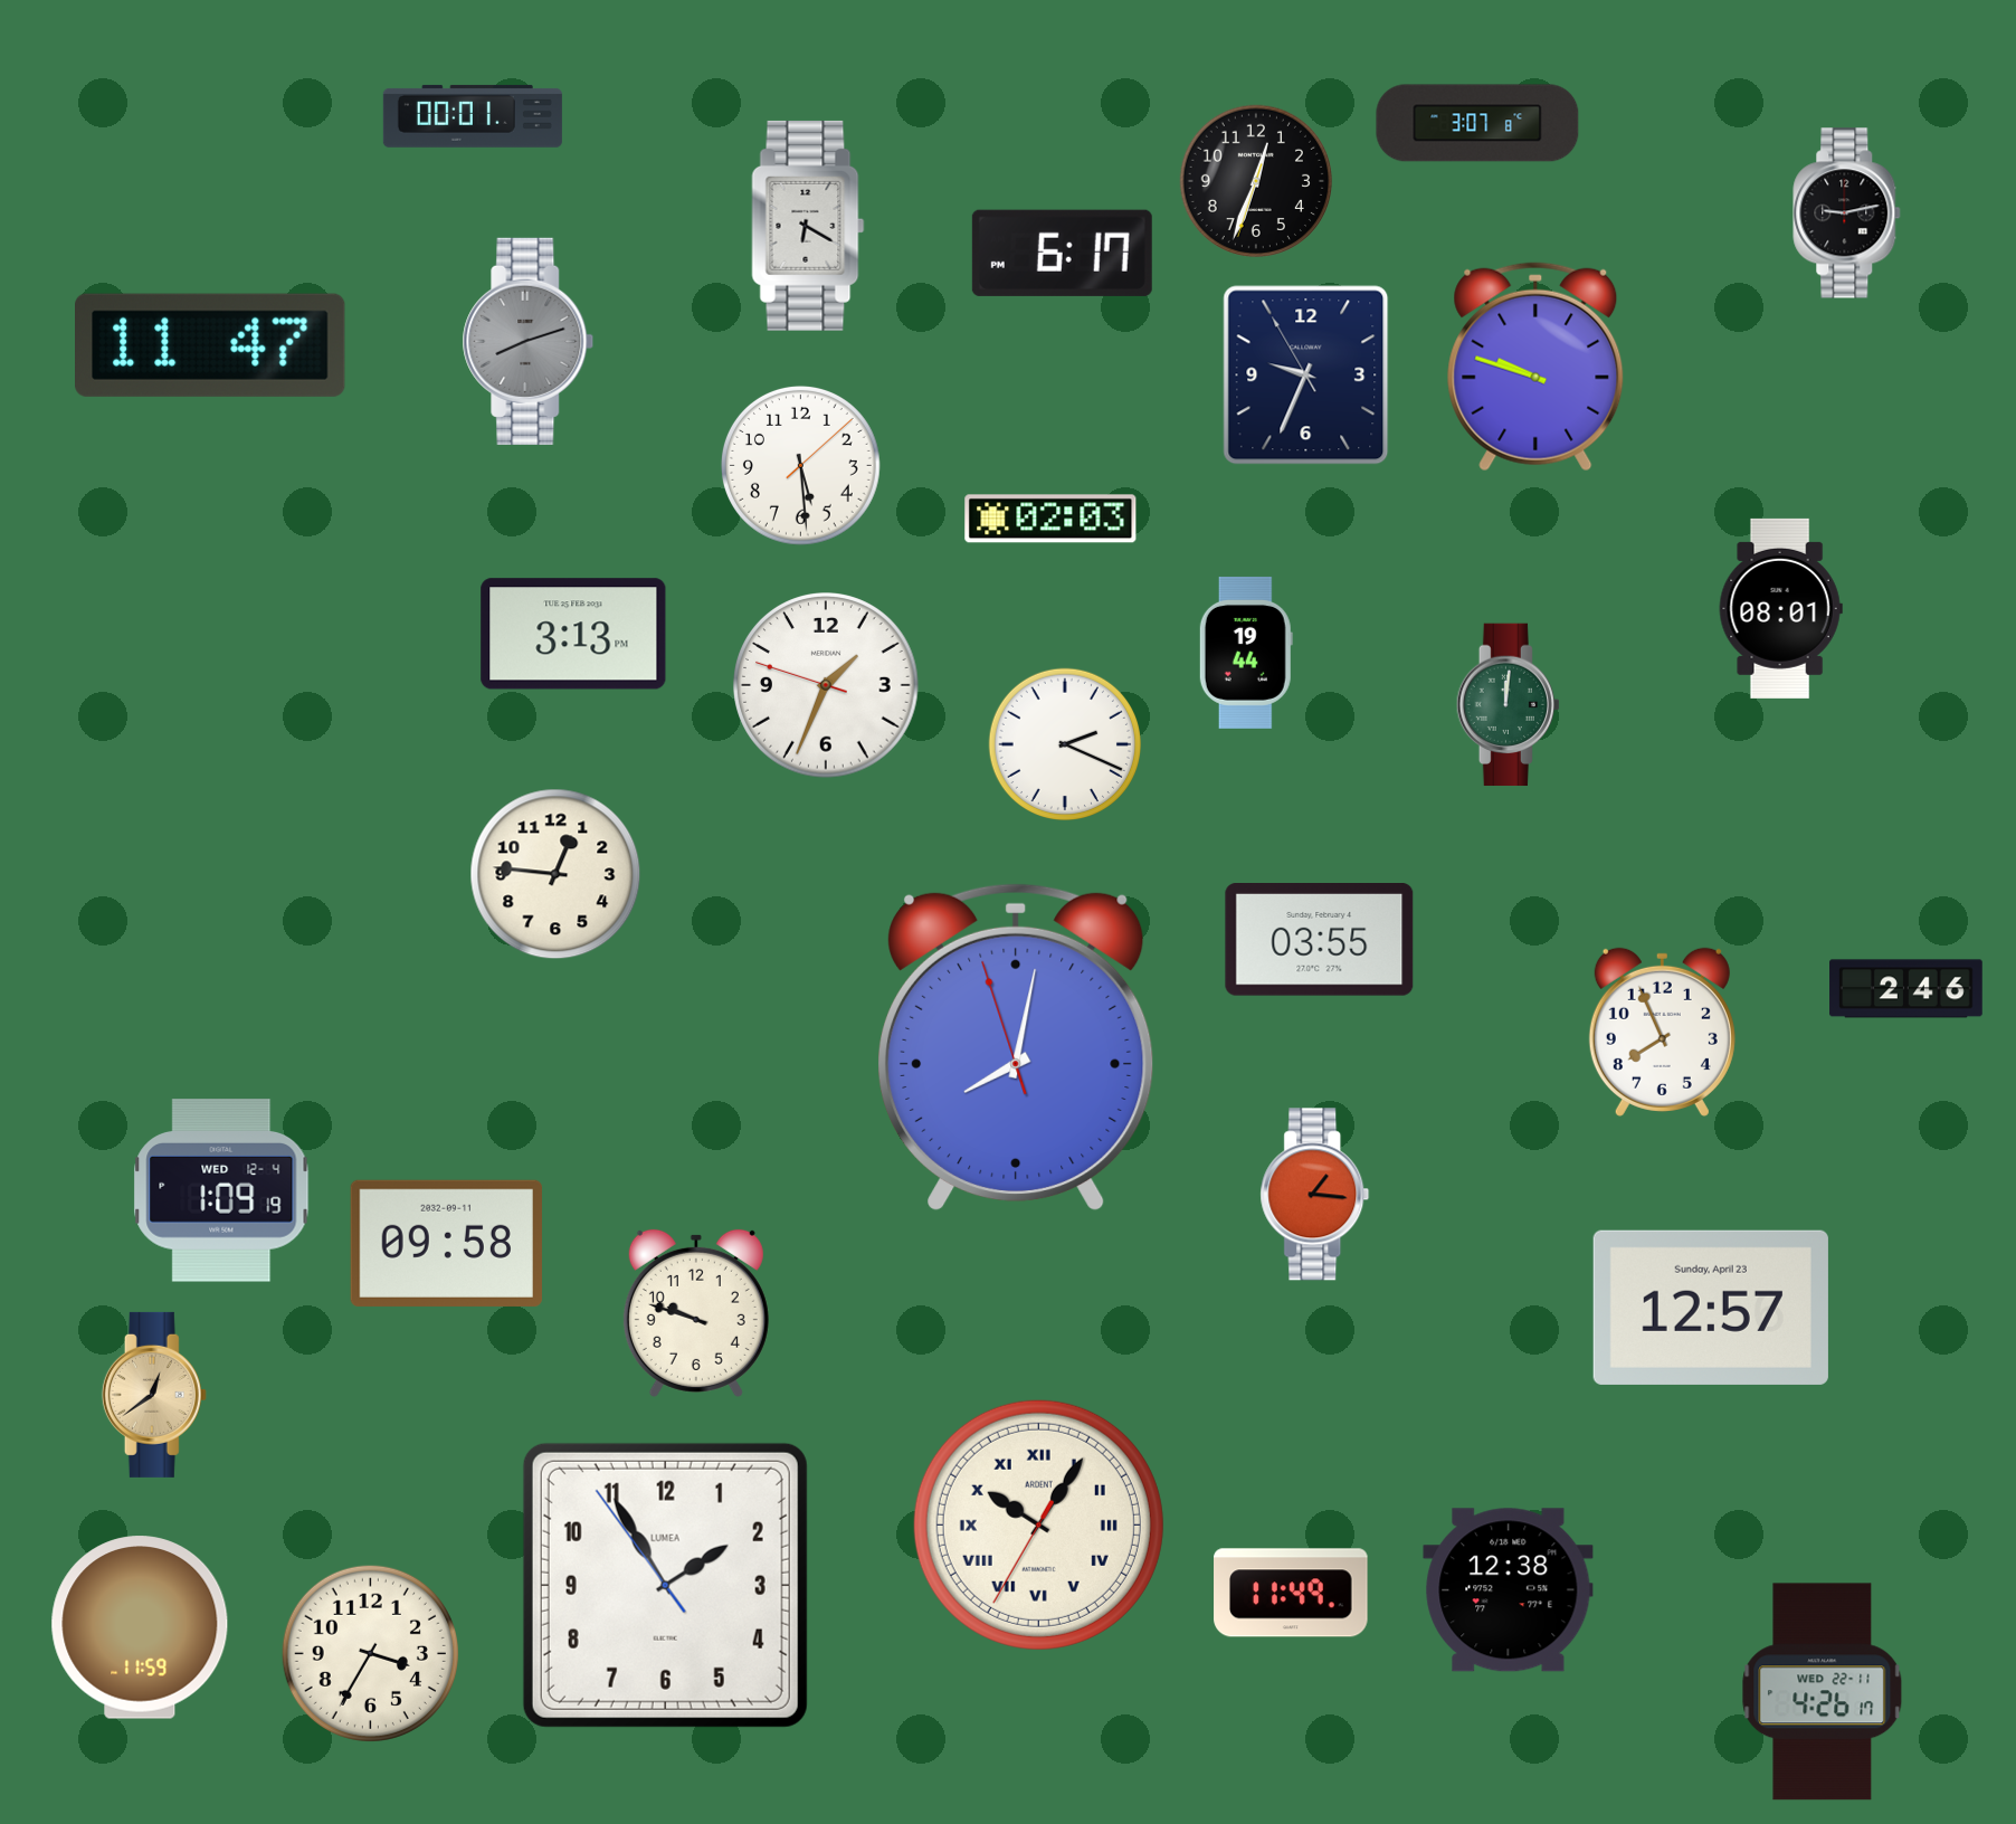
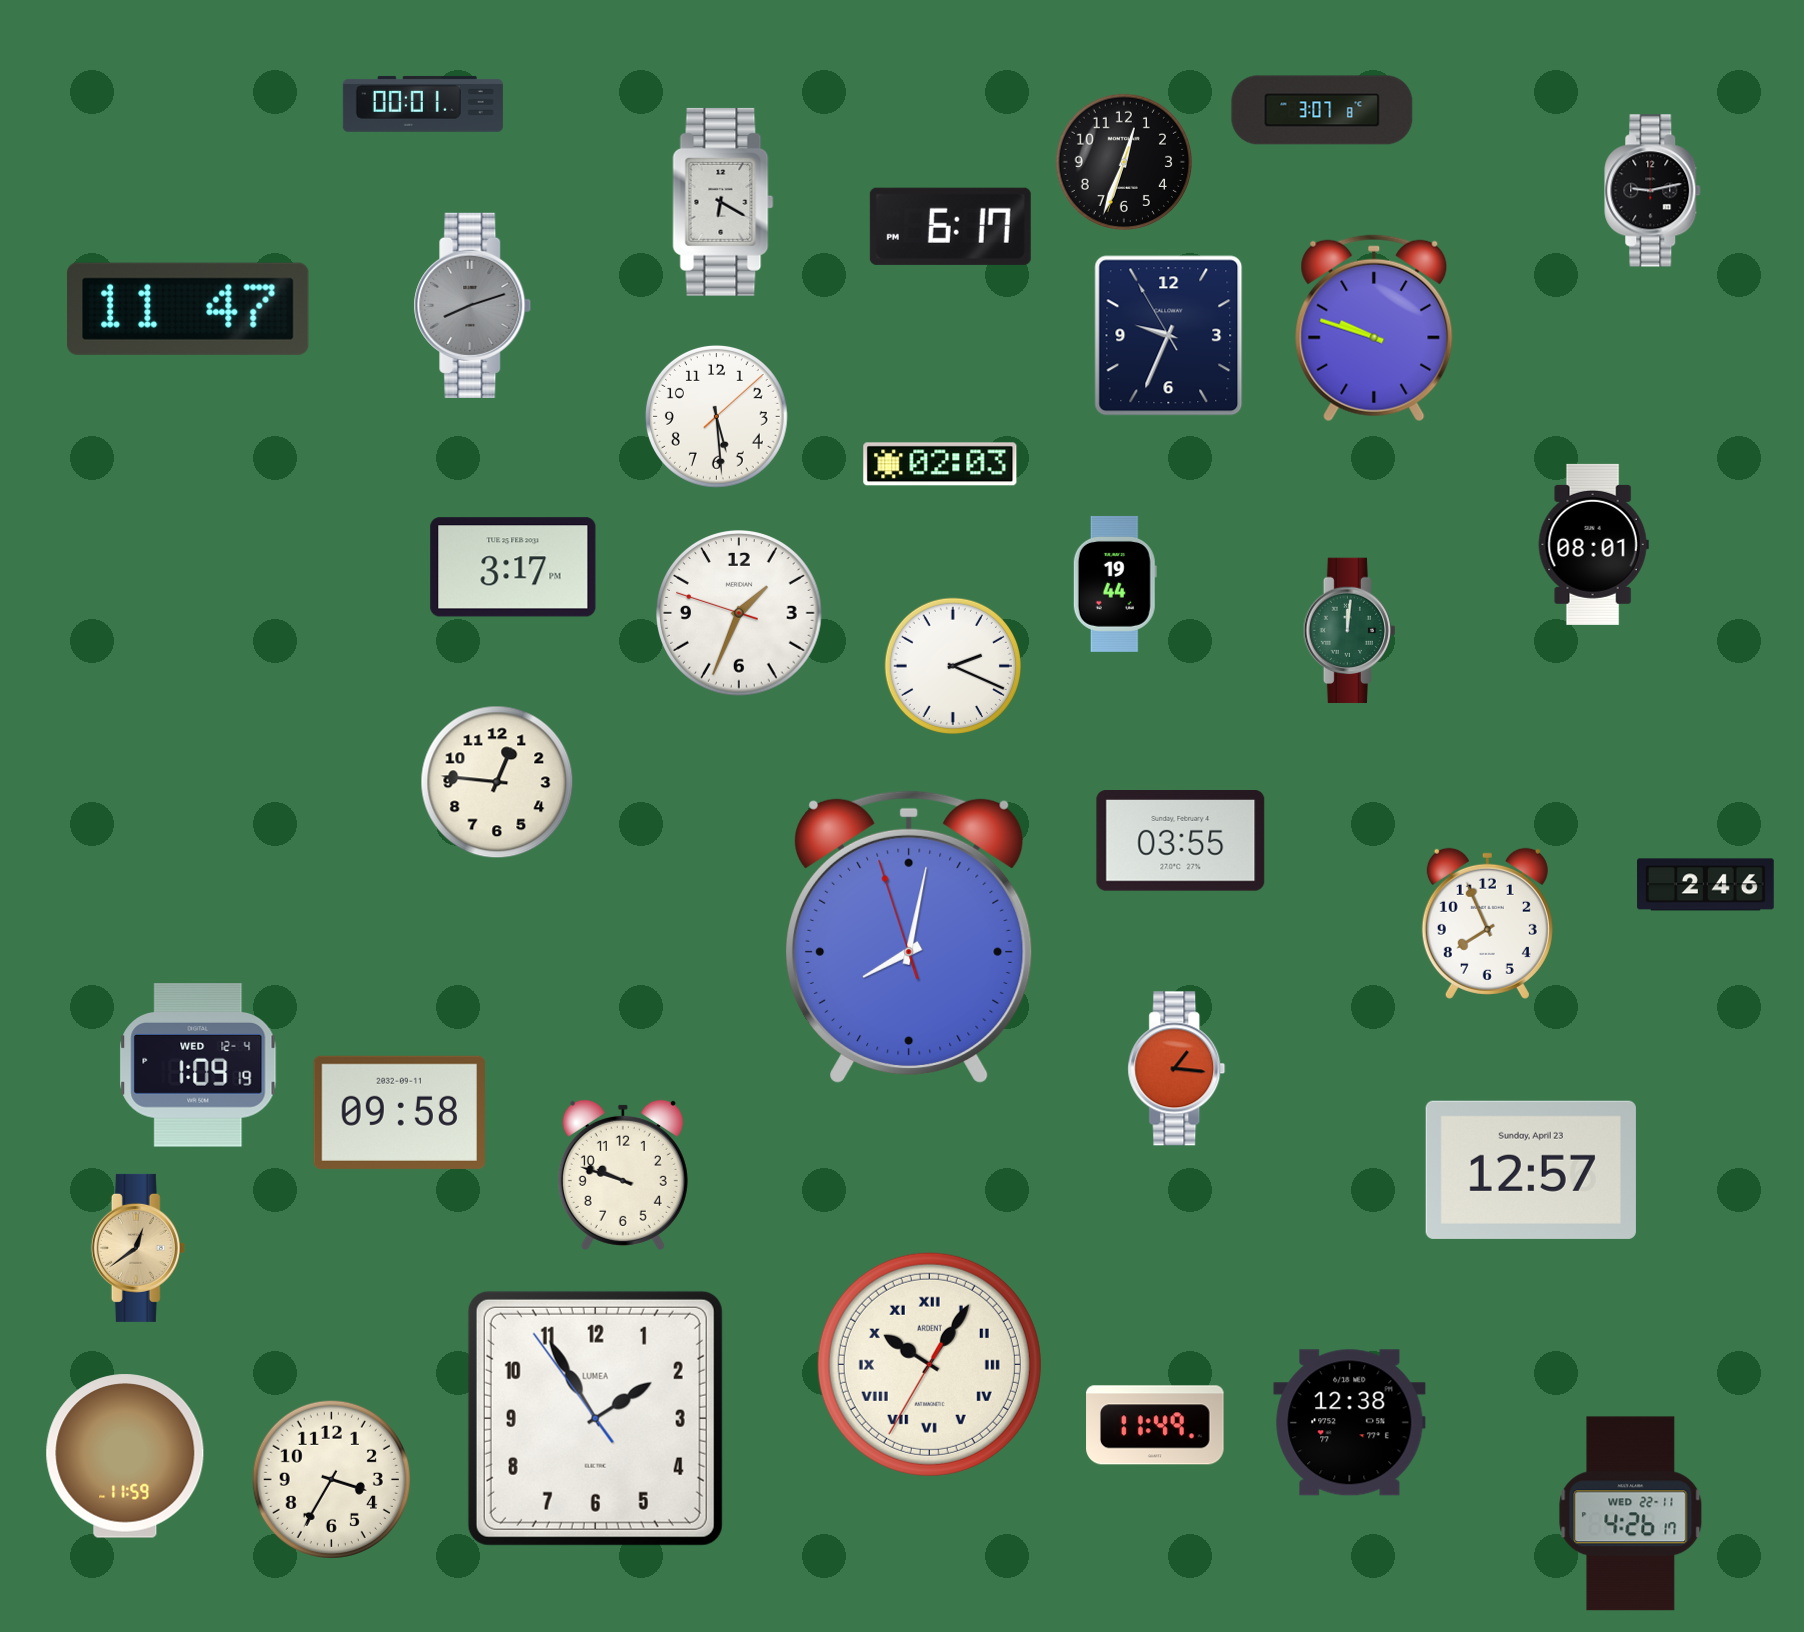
clock at (573, 634): 3:13 -> 3:17
